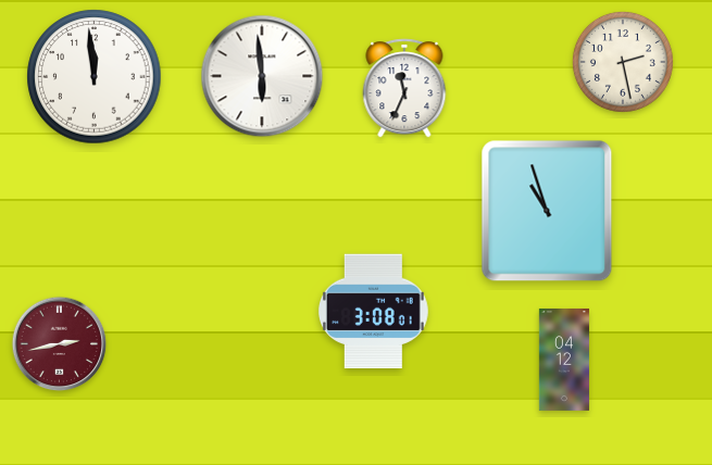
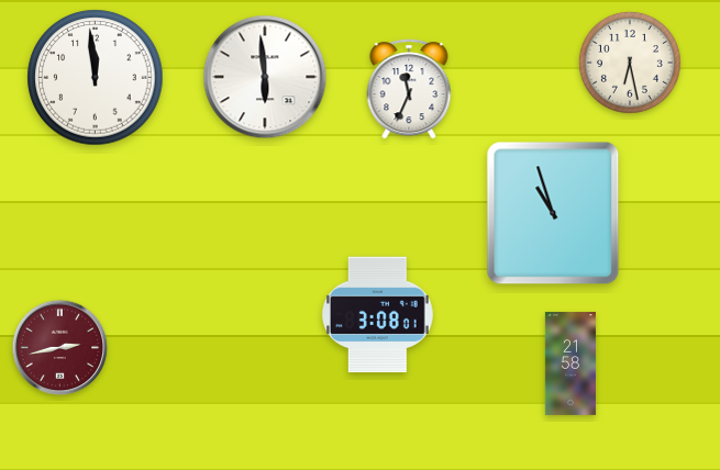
clock at (623, 62): 2:28 -> 6:28
clock at (564, 360): 04:12 -> 21:58
